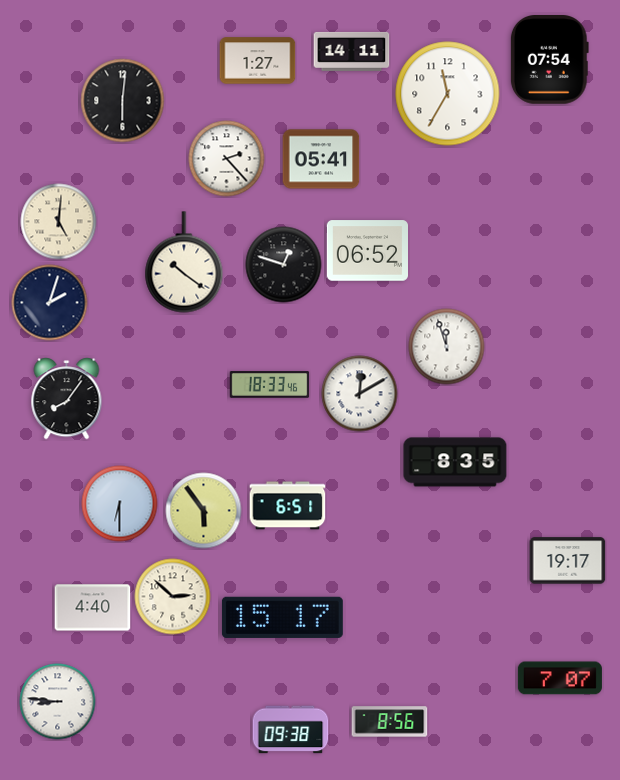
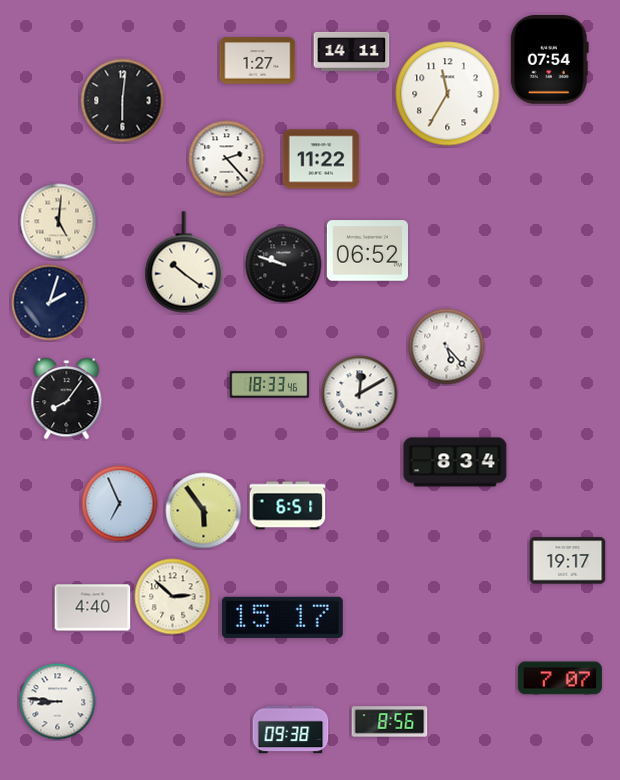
clock at (321, 159): 05:41 -> 11:22
clock at (284, 265): 12:48 -> 9:48
clock at (447, 347): 11:57 -> 5:23
clock at (455, 462): 8:35 -> 8:34
clock at (120, 504): 6:30 -> 6:56
